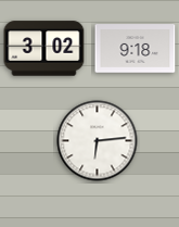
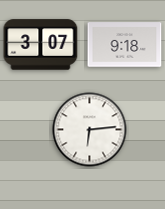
clock at (44, 49): 3:02 -> 3:07
